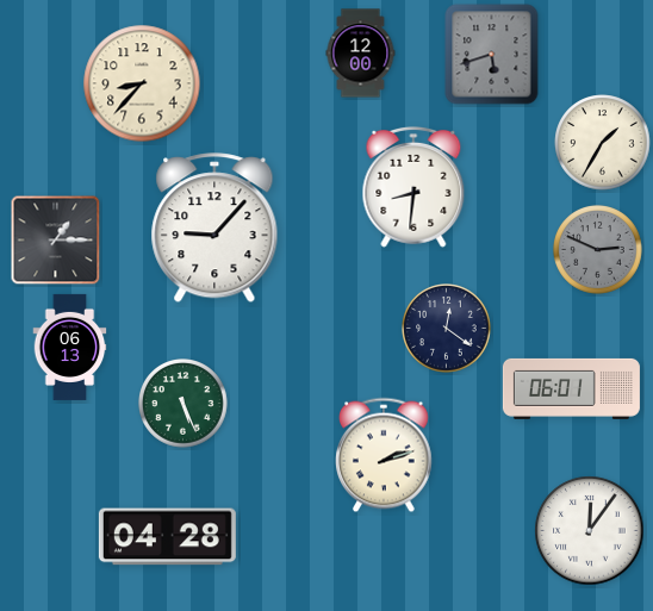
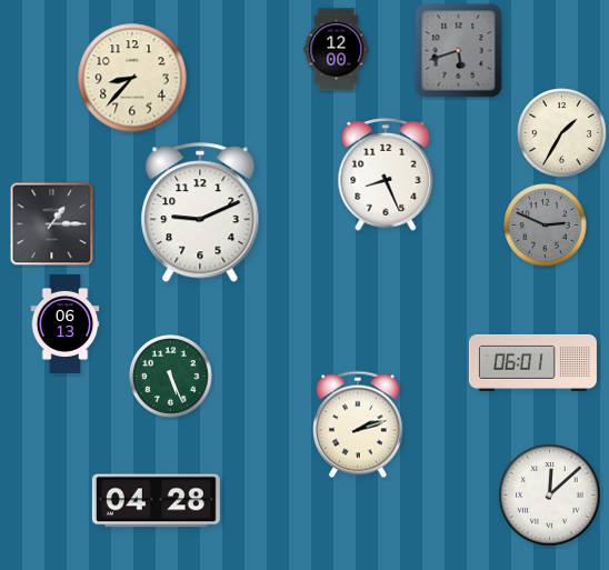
clock at (413, 187): 8:31 -> 8:26
clock at (214, 229): 9:07 -> 9:11
clock at (598, 250) position: (598, 250) -> (546, 226)
clock at (447, 329): 12:21 -> none
clock at (590, 531): 12:06 -> 12:08
